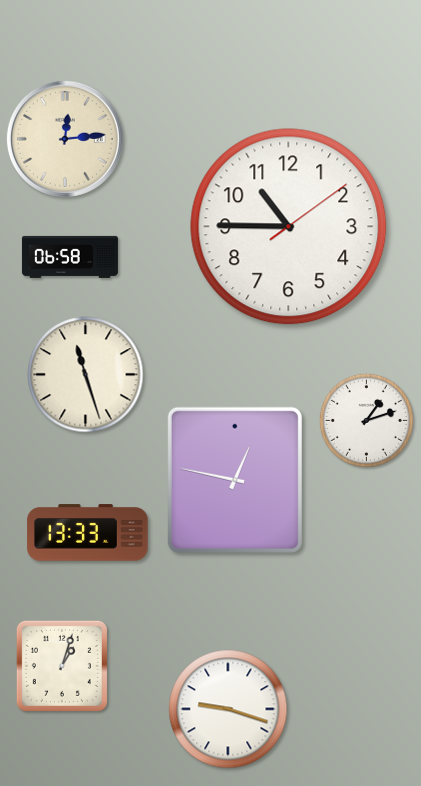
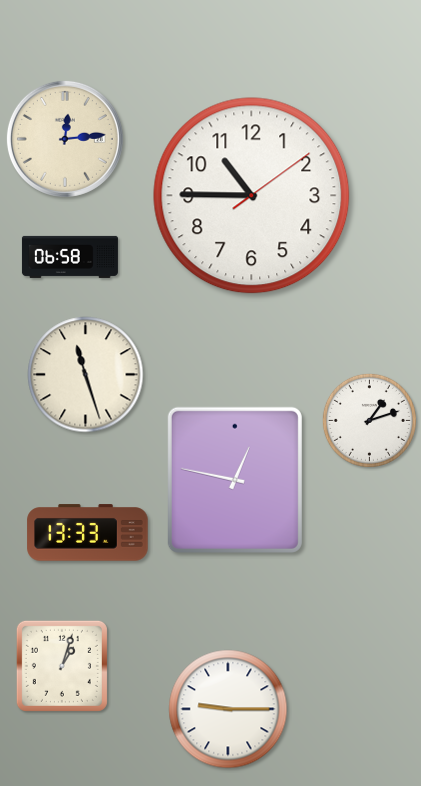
clock at (289, 227) position: (289, 227) -> (252, 196)
clock at (366, 420) position: (366, 420) -> (369, 420)
clock at (228, 709): 9:18 -> 9:15
